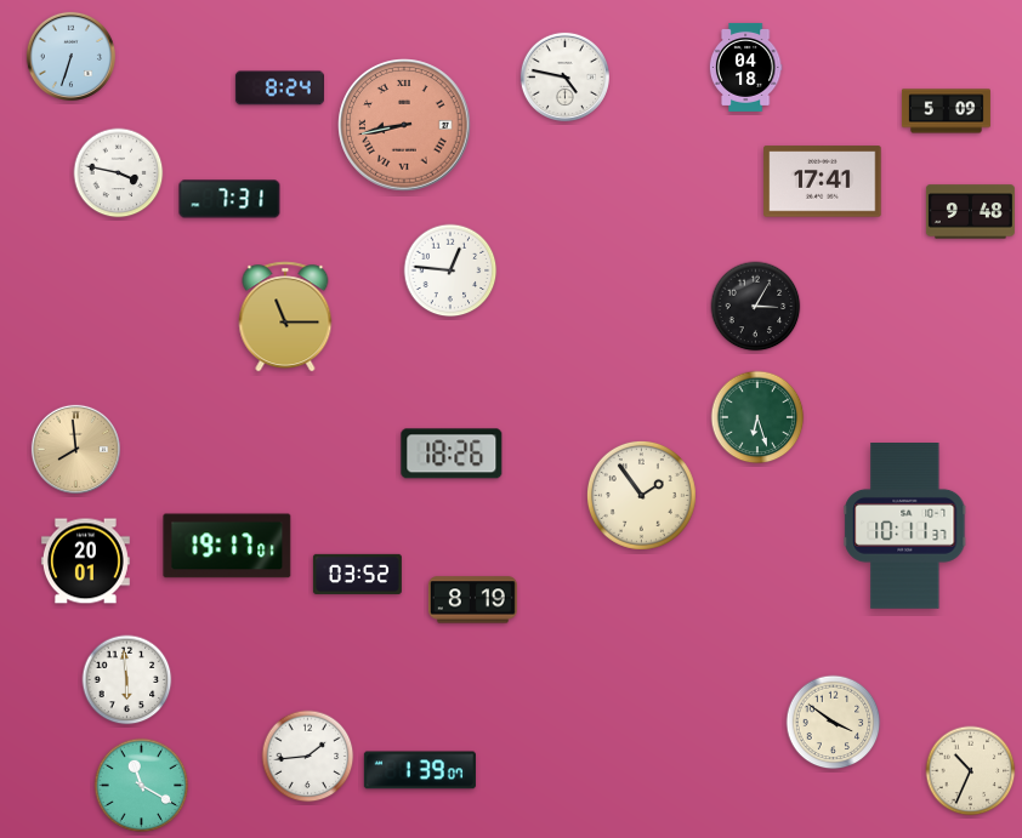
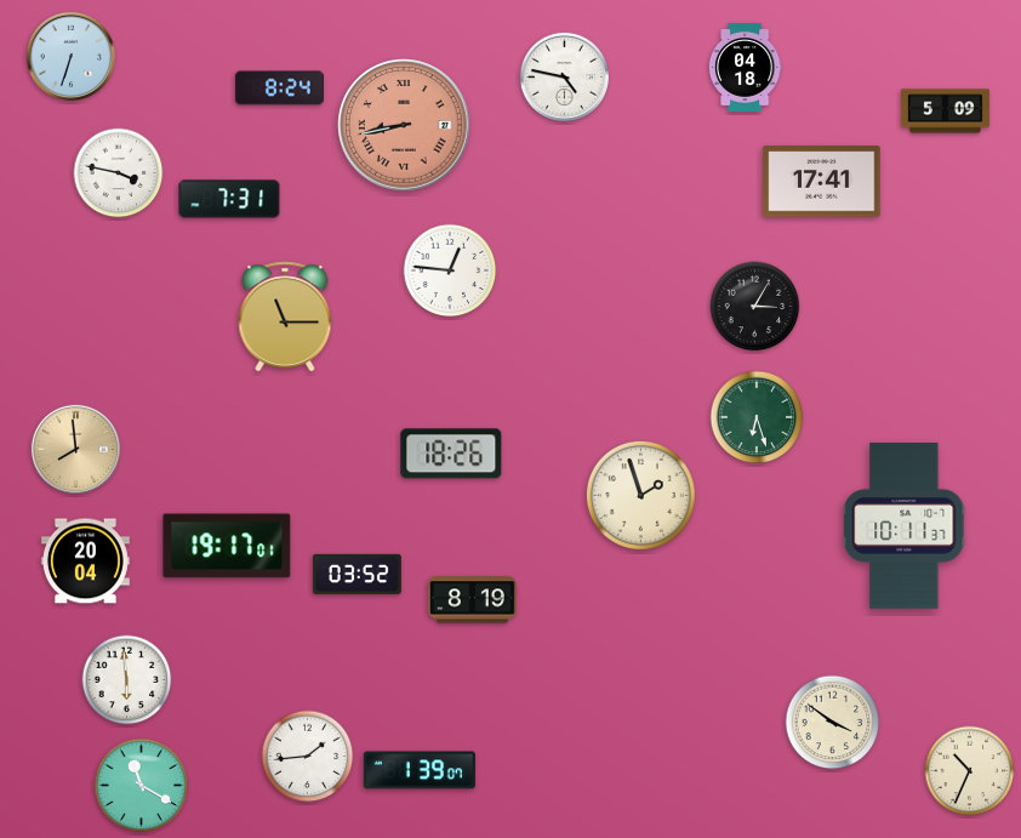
clock at (970, 212): 9:48 -> none
clock at (641, 495): 1:54 -> 1:57
clock at (85, 561): 20:01 -> 20:04
